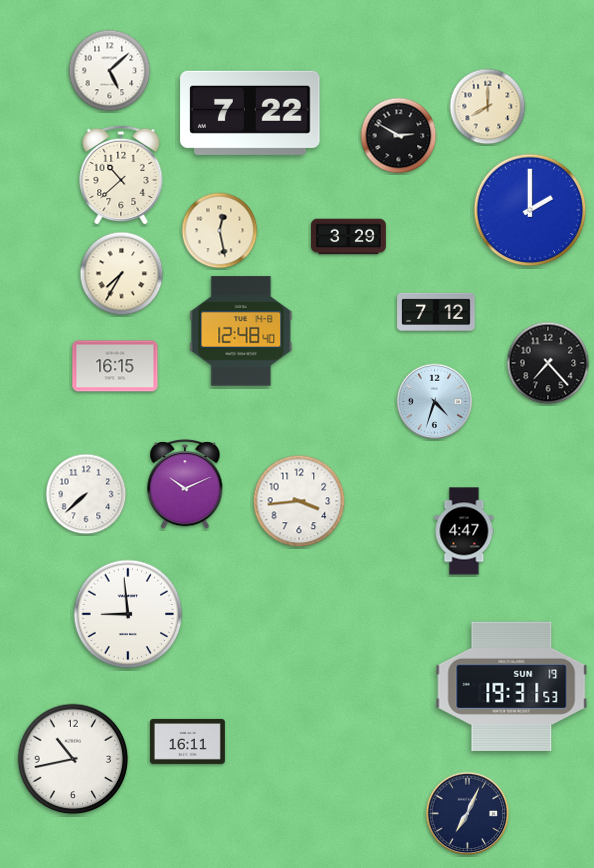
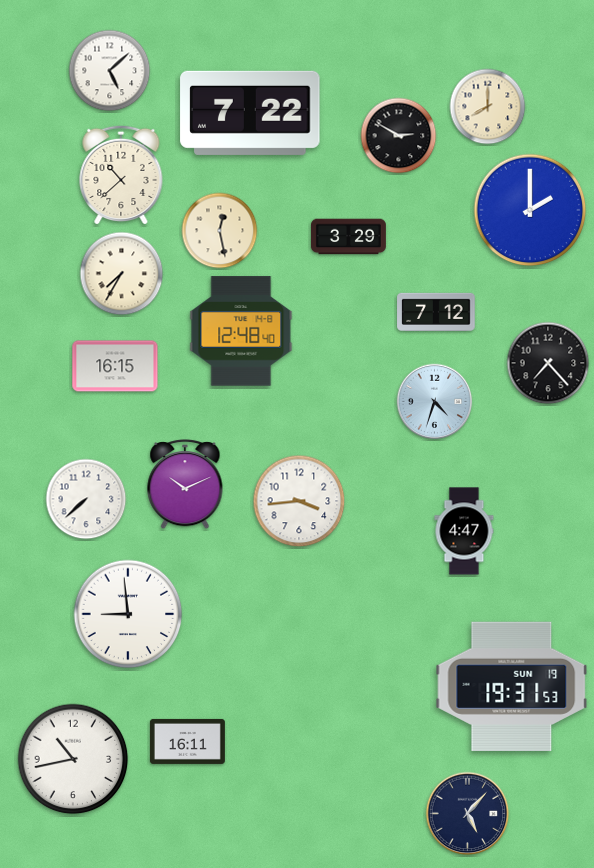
clock at (86, 494) position: (86, 494) -> (86, 499)
clock at (468, 814): 7:04 -> 5:07
